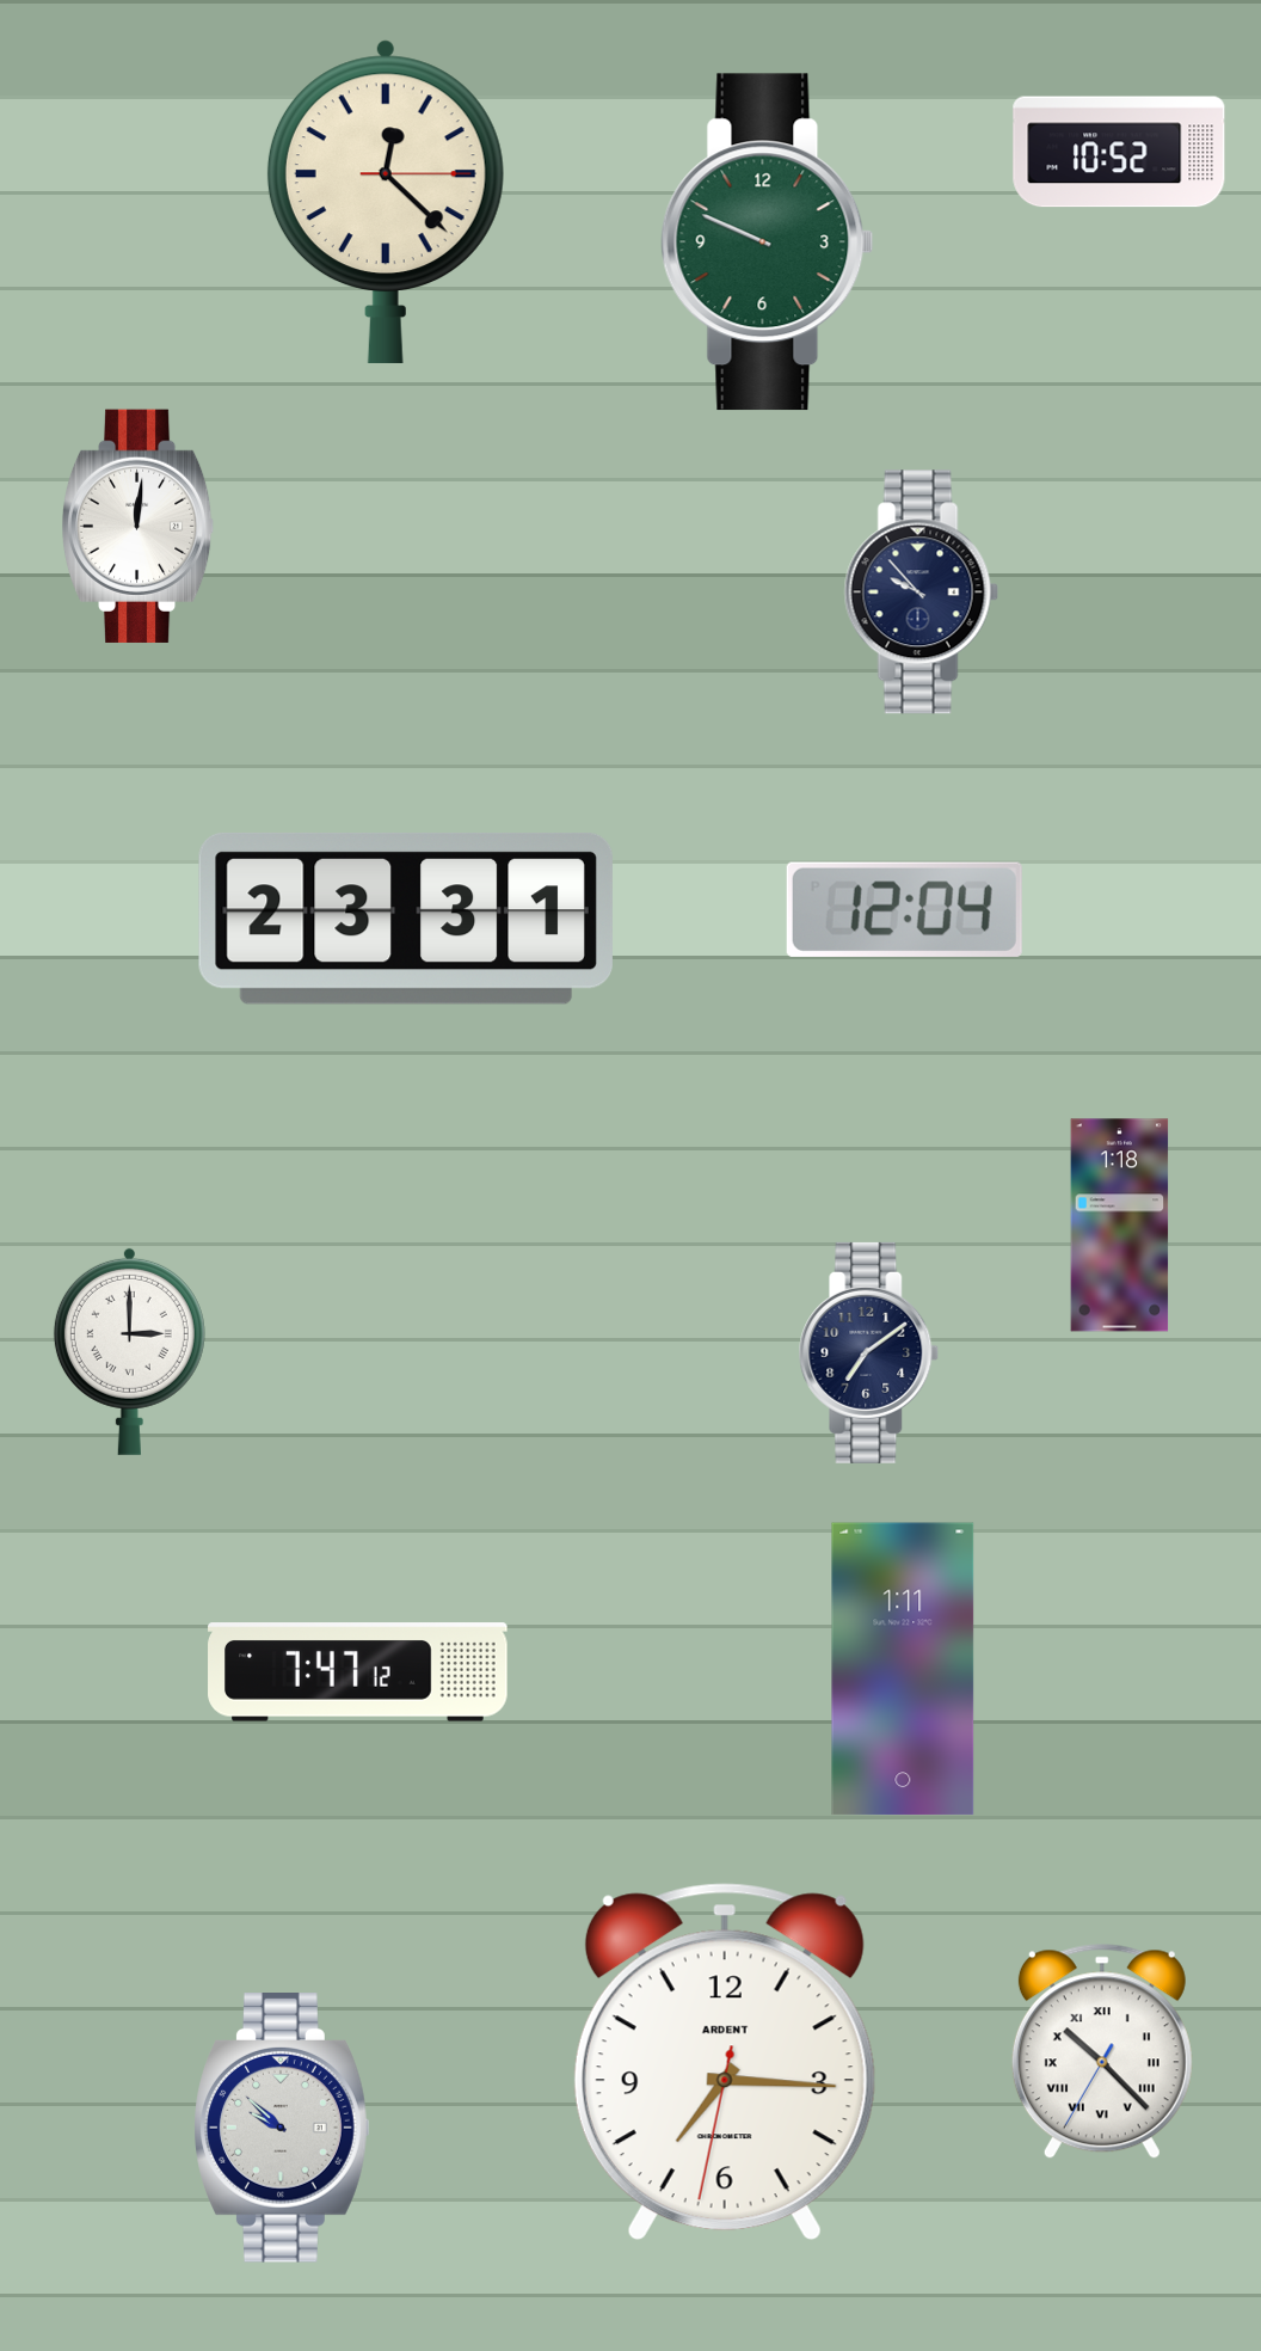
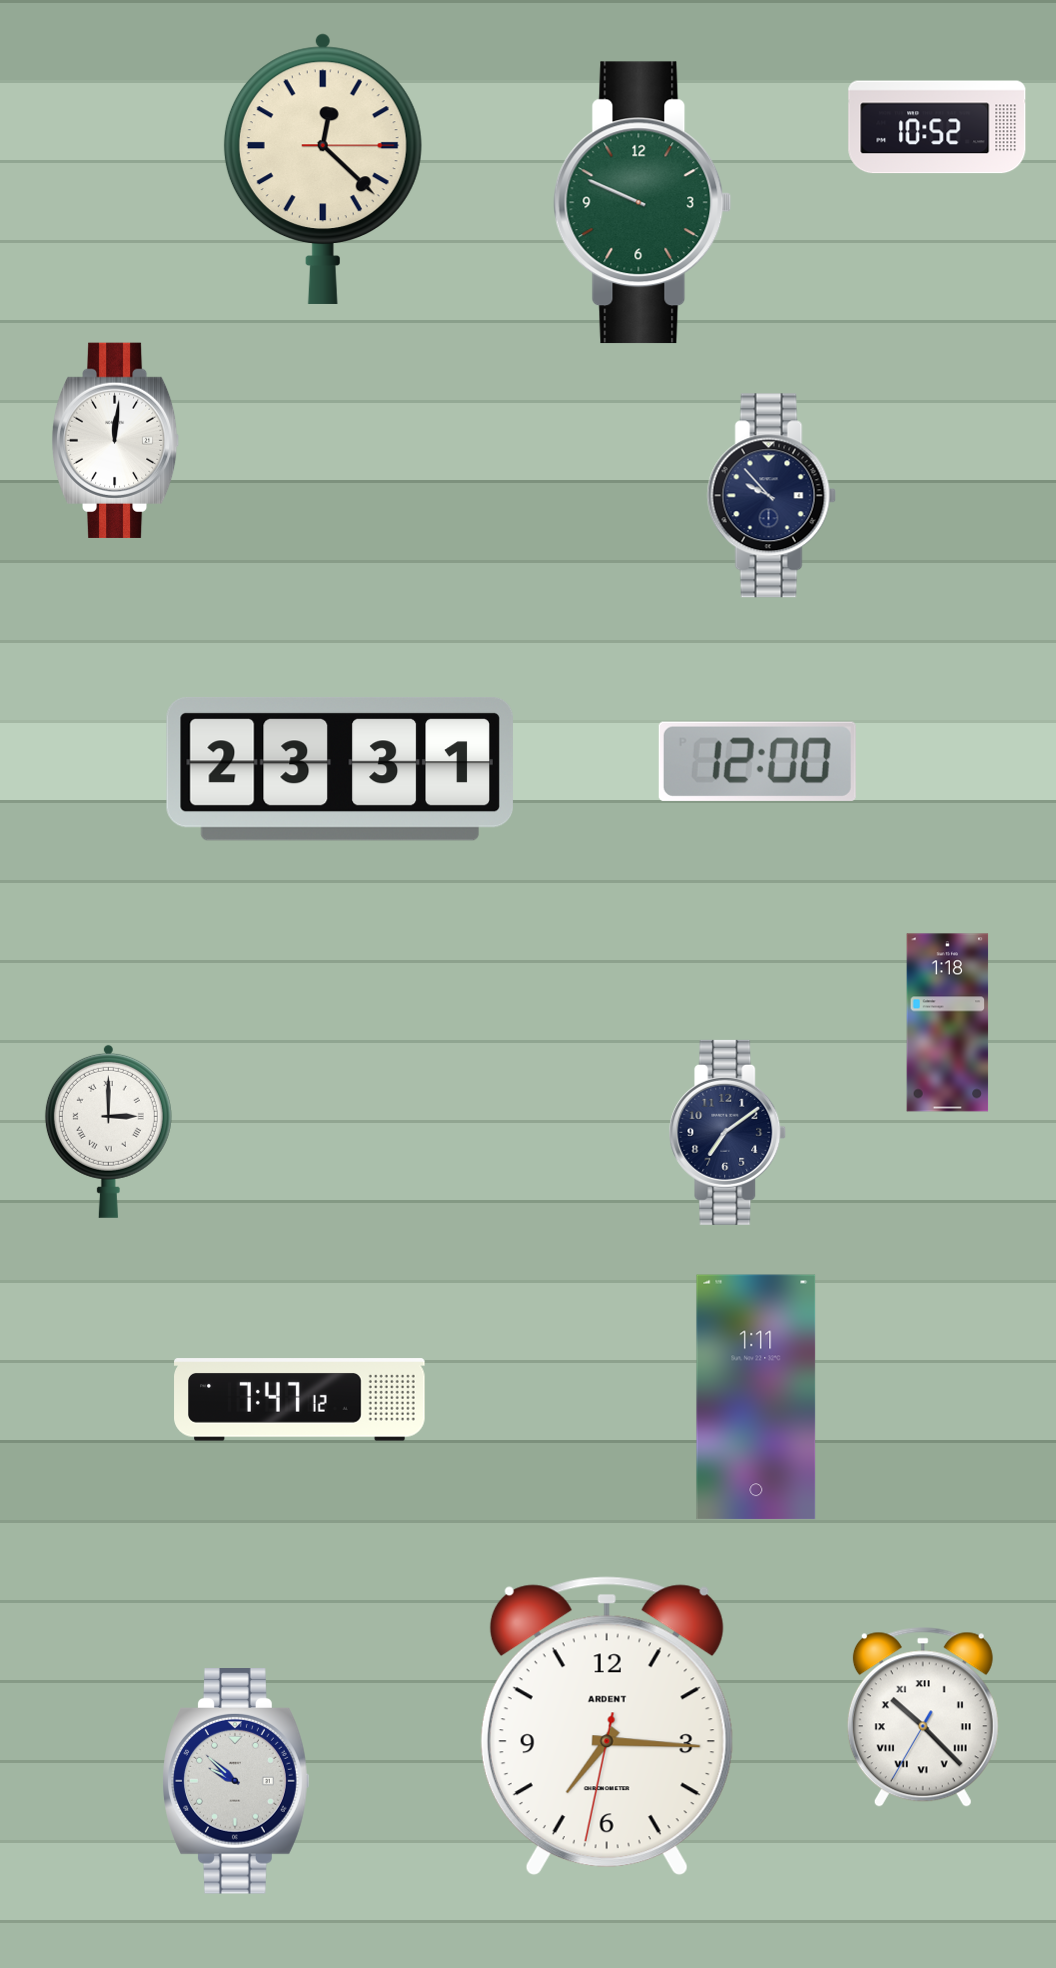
clock at (904, 909): 12:04 -> 12:00
clock at (1120, 1226) position: (1120, 1226) -> (948, 1023)
